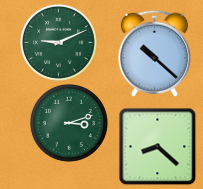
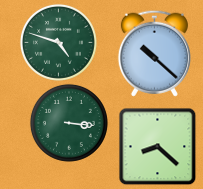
clock at (58, 42): 9:11 -> 4:48
clock at (69, 123): 3:12 -> 3:16
